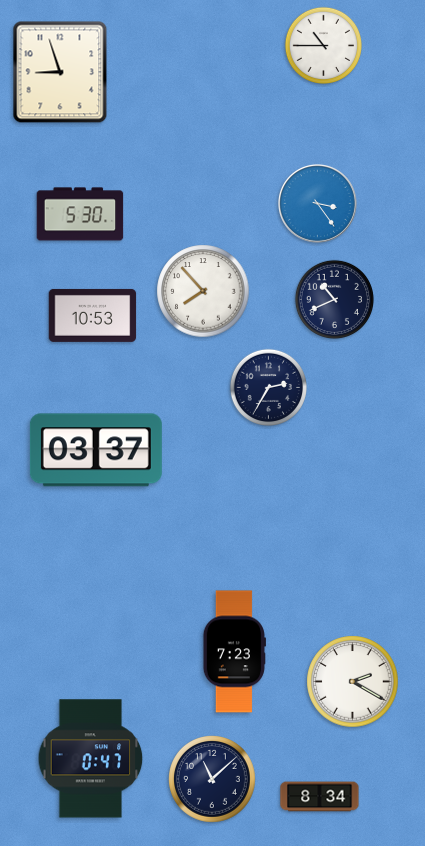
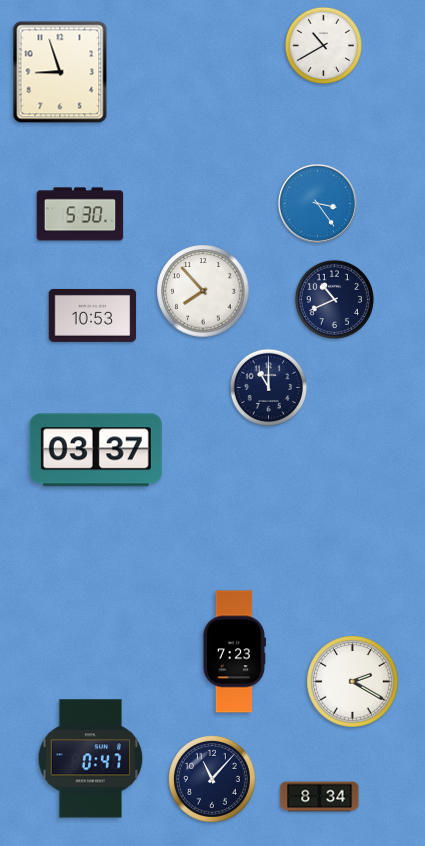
clock at (323, 45): 10:45 -> 10:40
clock at (268, 387): 2:35 -> 11:00
clock at (213, 780): 11:08 -> 11:07
